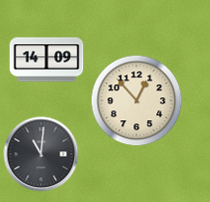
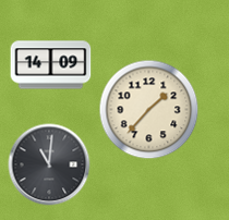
clock at (137, 101): 12:53 -> 1:37
clock at (41, 154) position: (41, 154) -> (49, 164)
